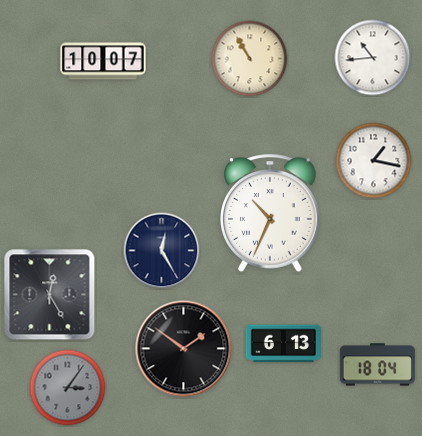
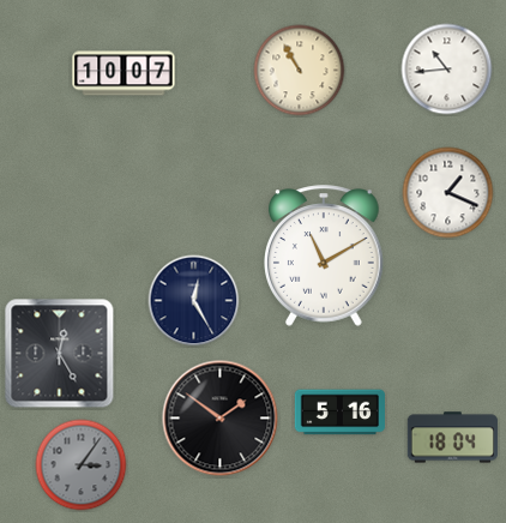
clock at (374, 161): 1:17 -> 1:19
clock at (271, 213): 10:34 -> 11:10
clock at (283, 344): 6:13 -> 5:16
